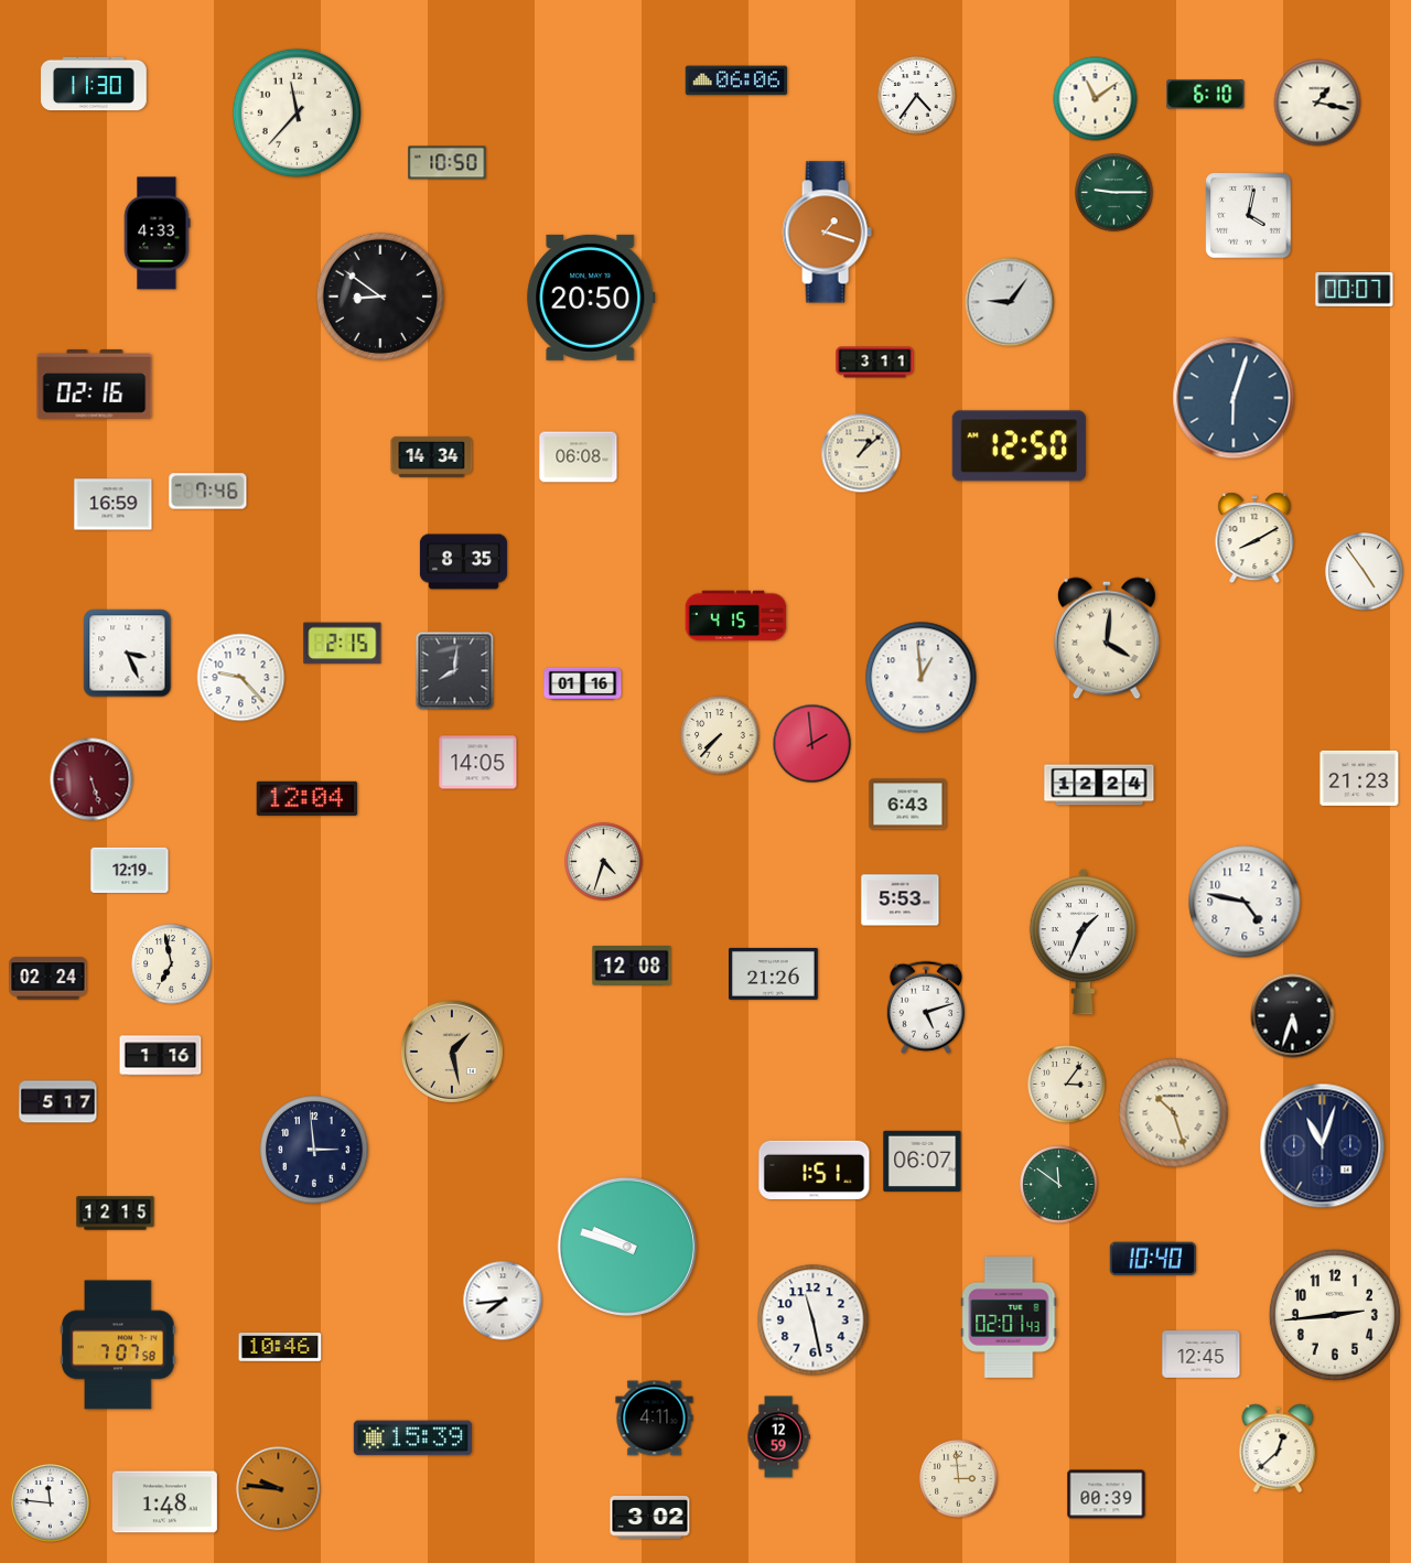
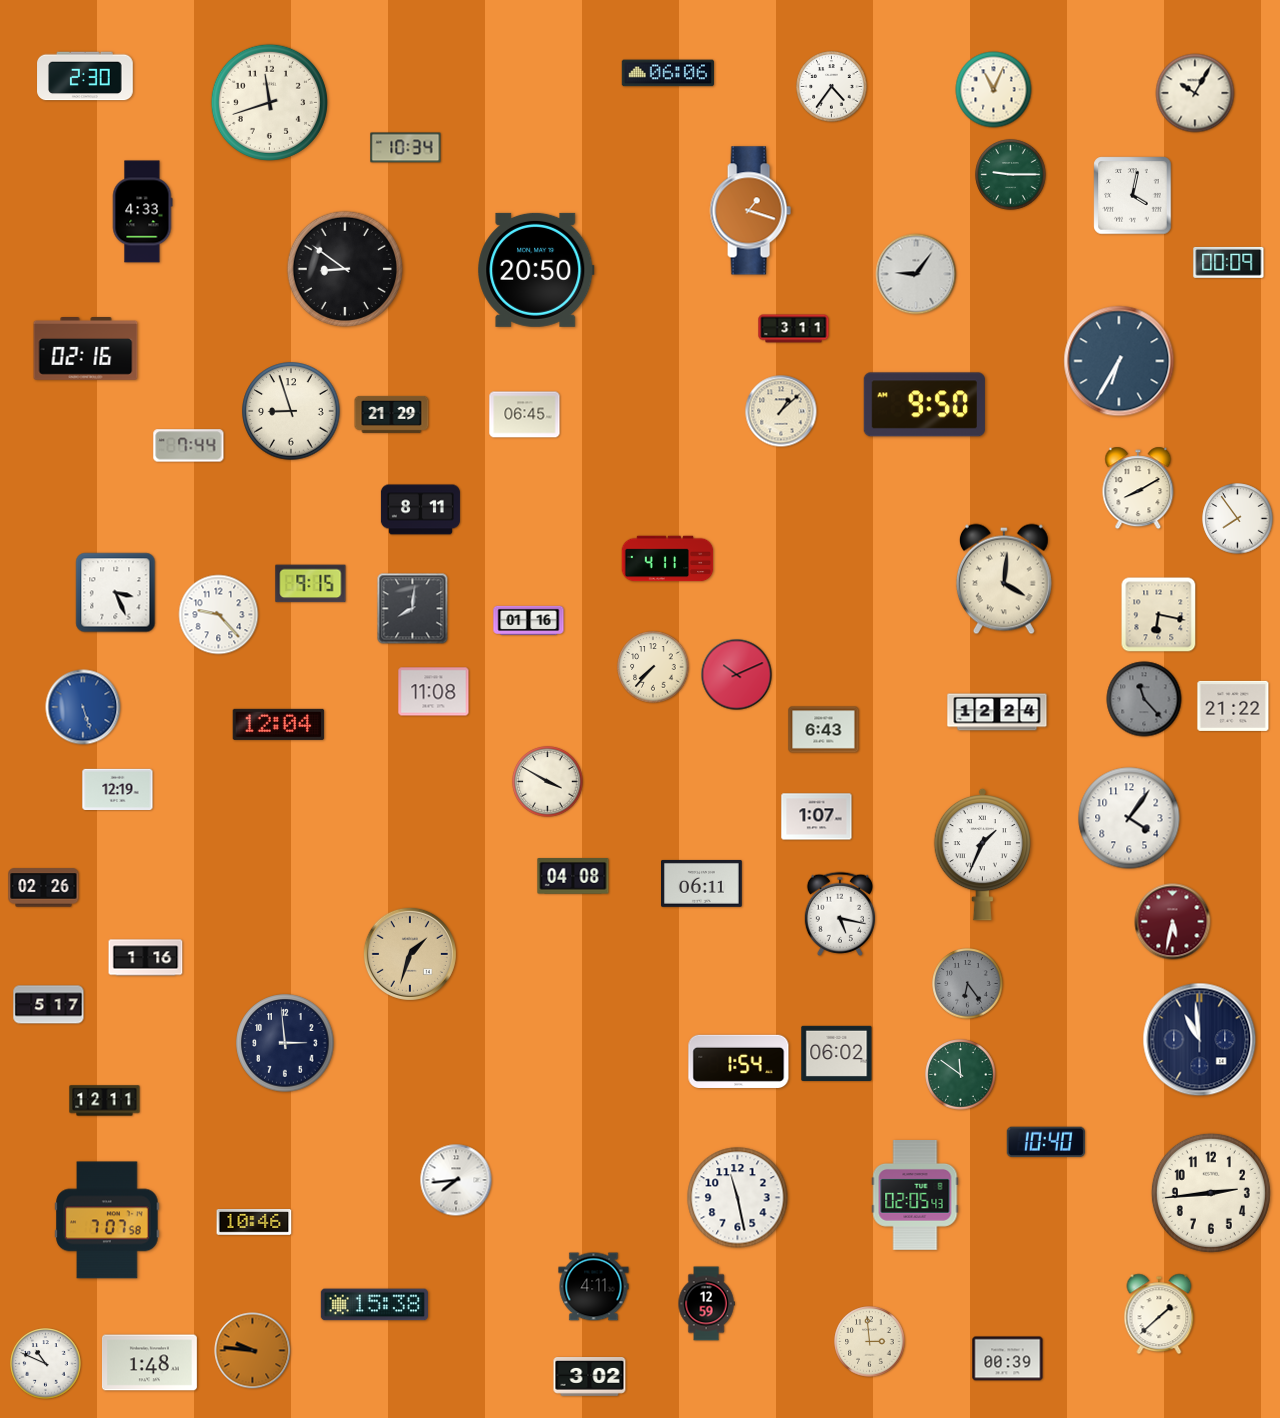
clock at (94, 84): 11:30 -> 2:30
clock at (1206, 95): 6:10 -> none
clock at (1096, 99): 11:09 -> 11:04
clock at (1317, 103): 1:17 -> 10:05
clock at (297, 112): 11:37 -> 11:42
clock at (448, 163): 10:50 -> 10:34
clock at (1355, 289): 00:07 -> 00:09
clock at (1234, 398): 6:03 -> 6:35
clock at (1019, 446): 12:50 -> 9:50
clock at (291, 411): none -> 8:57
clock at (432, 456): 14:34 -> 21:29
clock at (579, 457): 06:08 -> 06:45
clock at (208, 492): 7:46 -> 7:44
clock at (114, 505): 16:59 -> none
clock at (463, 562): 8:35 -> 8:11
clock at (1365, 572): 4:54 -> 7:54
clock at (736, 616): 4:15 -> 4:11
clock at (343, 644): 2:15 -> 9:15
clock at (922, 678): 12:59 -> none
clock at (1159, 615): none -> 6:17
clock at (812, 744): 1:59 -> 10:11
clock at (478, 763): 14:05 -> 11:08
clock at (1144, 699): none -> 11:23
clock at (1359, 778): 21:23 -> 21:22
clock at (91, 779) dial: burgundy -> blue
clock at (604, 862): 4:33 -> 3:50
clock at (901, 901): 5:53 -> 1:07
clock at (1245, 902): 4:47 -> 4:06
clock at (172, 964): 6:58 -> none
clock at (632, 966): 12:08 -> 04:08
clock at (774, 973): 21:26 -> 06:11
clock at (49, 979): 02:24 -> 02:26
clock at (925, 1007): 5:12 -> 5:17
clock at (1293, 1016): 5:33 -> 5:32
clock at (1293, 1016) dial: black -> burgundy
clock at (452, 1052): 1:28 -> 1:33
clock at (1067, 1085): 3:06 -> 6:24
clock at (1067, 1085) dial: cream -> grey
clock at (58, 1102) position: (58, 1102) -> (49, 1005)
clock at (1174, 1113): 10:27 -> none
clock at (1323, 1146): 11:03 -> 10:59
clock at (923, 1161): 06:07 -> 06:02
clock at (815, 1169): 1:51 -> 1:54
clock at (116, 1214): 12:15 -> 12:11
clock at (627, 1247): 9:48 -> none
clock at (1009, 1318): 02:01 -> 02:05
clock at (1202, 1355): 12:45 -> none
clock at (412, 1438): 15:39 -> 15:38
clock at (1278, 1448): 12:38 -> 1:38
clock at (1107, 1495) position: (1107, 1495) -> (1008, 1359)
clock at (51, 1503): 11:46 -> 10:49
